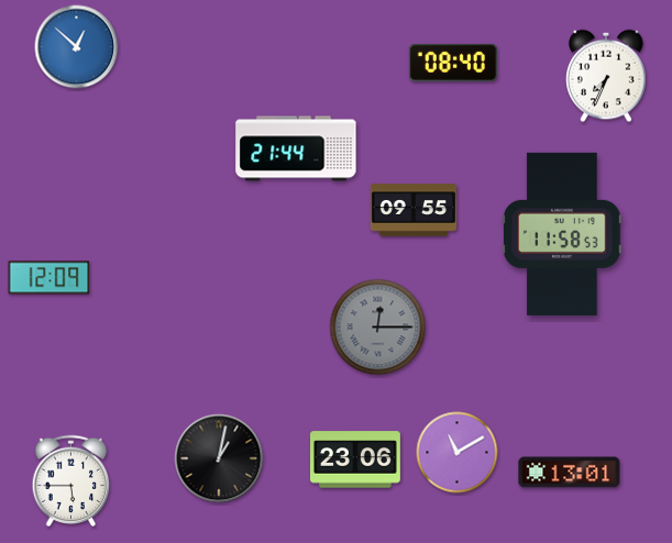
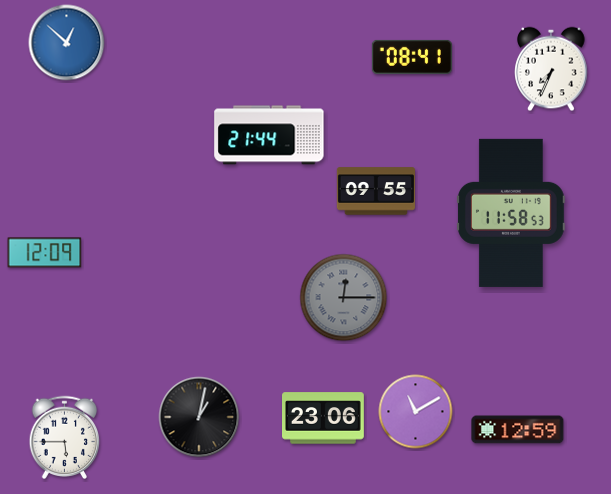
clock at (77, 47) position: (77, 47) -> (67, 43)
clock at (453, 63): 08:40 -> 08:41
clock at (570, 473): 13:01 -> 12:59
